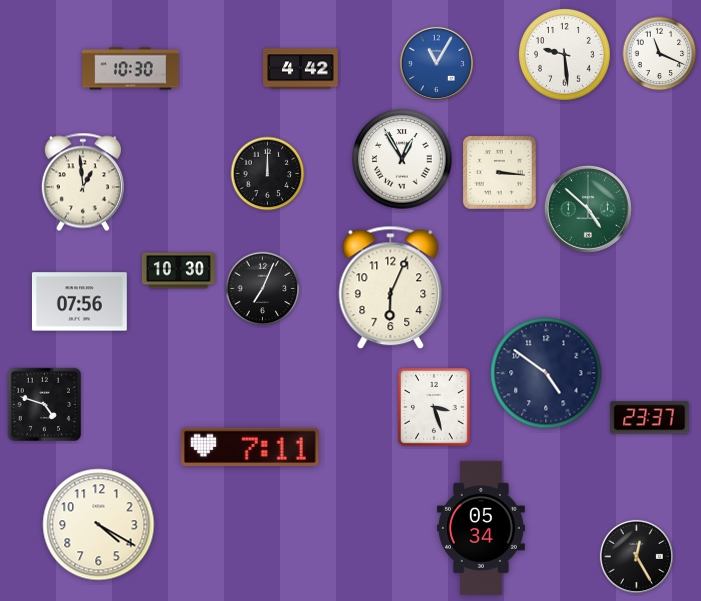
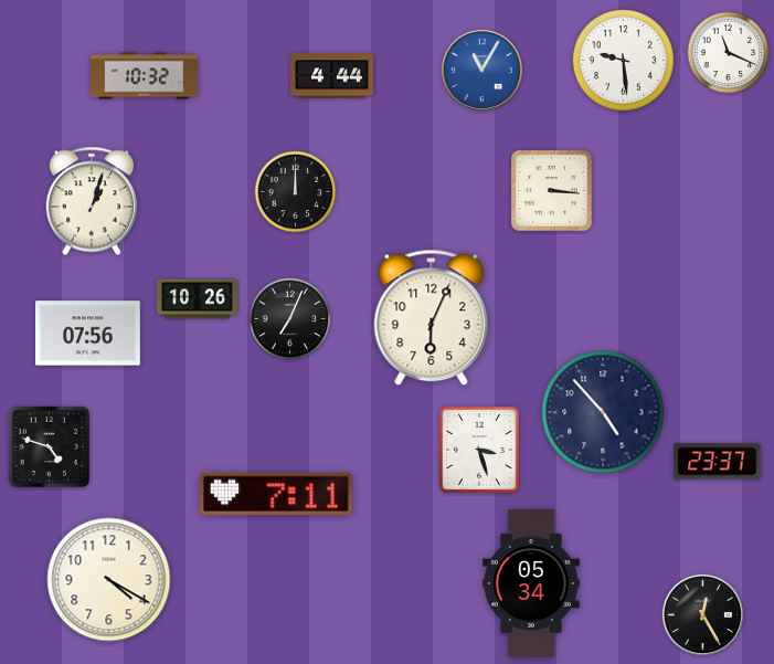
clock at (660, 54) position: (660, 54) -> (729, 53)
clock at (131, 69): 10:30 -> 10:32
clock at (301, 69): 4:42 -> 4:44
clock at (402, 159): 12:55 -> none
clock at (83, 182): 12:59 -> 1:03
clock at (588, 209): 4:52 -> none
clock at (178, 271): 10:30 -> 10:26
clock at (546, 373): 4:51 -> 4:53
